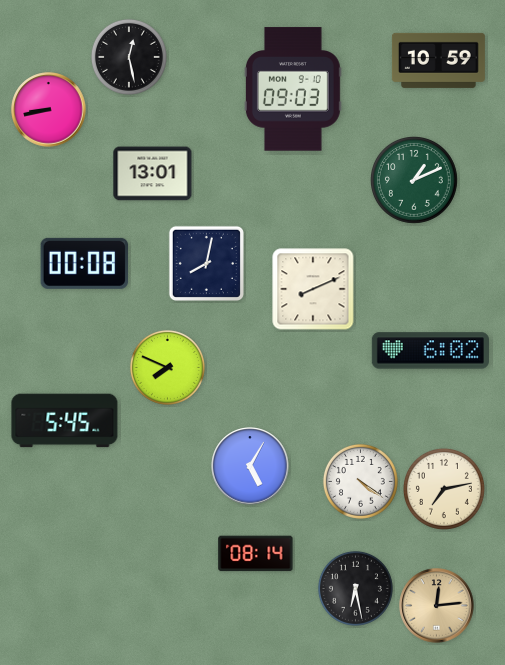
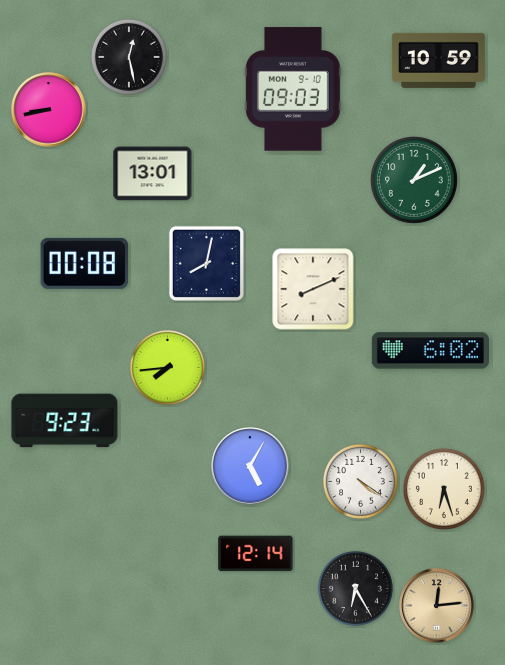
clock at (167, 367): 7:49 -> 7:44
clock at (65, 421): 5:45 -> 9:23
clock at (444, 489): 7:13 -> 6:27
clock at (256, 554): 08:14 -> 12:14
clock at (355, 588): 6:28 -> 6:25
